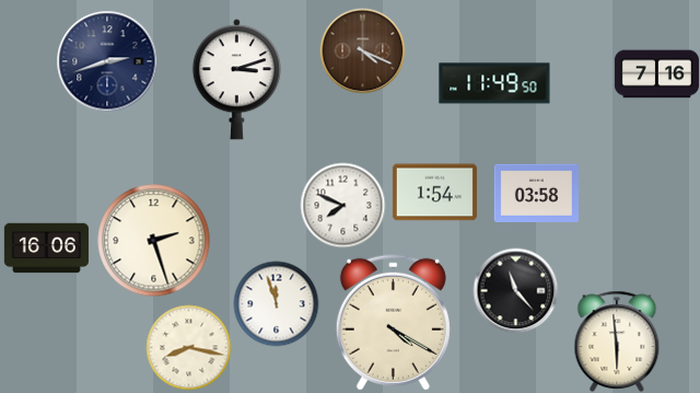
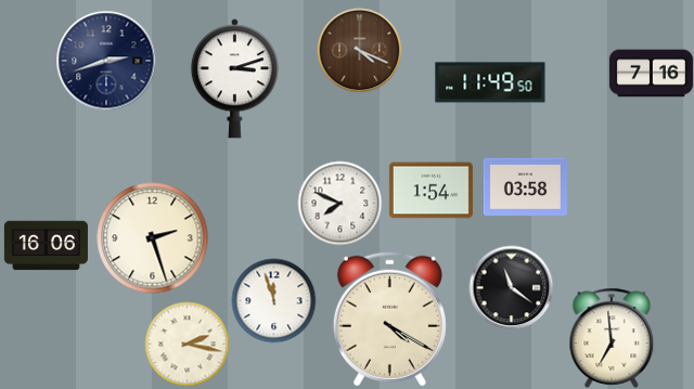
clock at (536, 193) position: (536, 193) -> (525, 186)
clock at (515, 290): 11:23 -> 11:21
clock at (617, 342): 5:59 -> 6:59
clock at (188, 347): 8:17 -> 2:17
